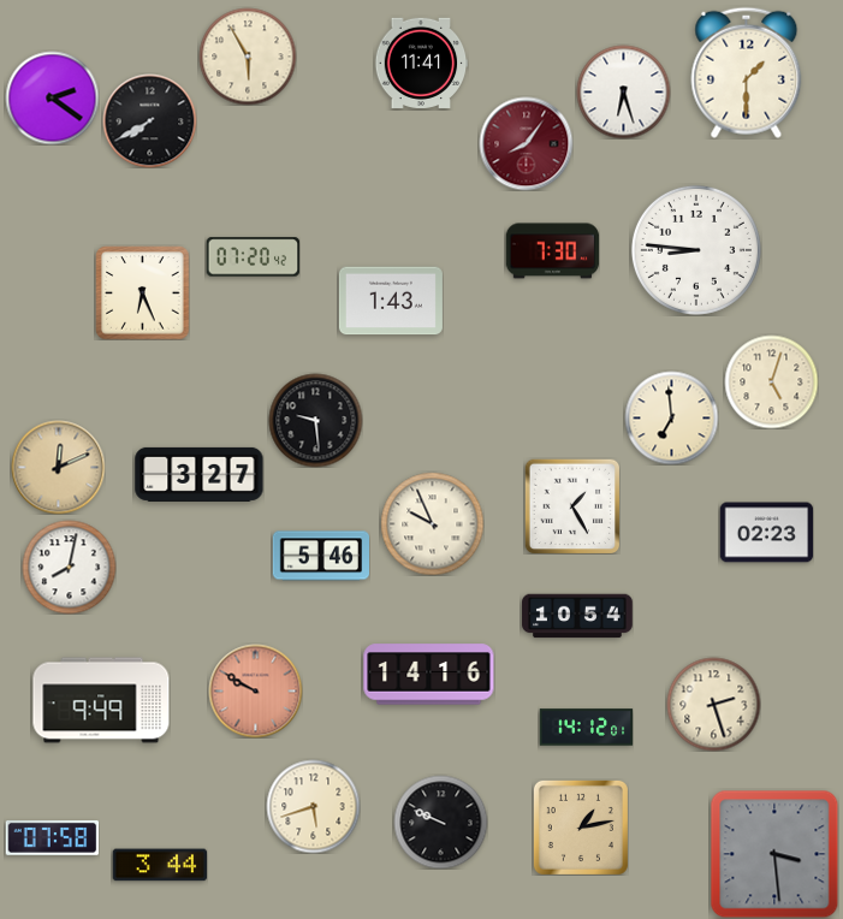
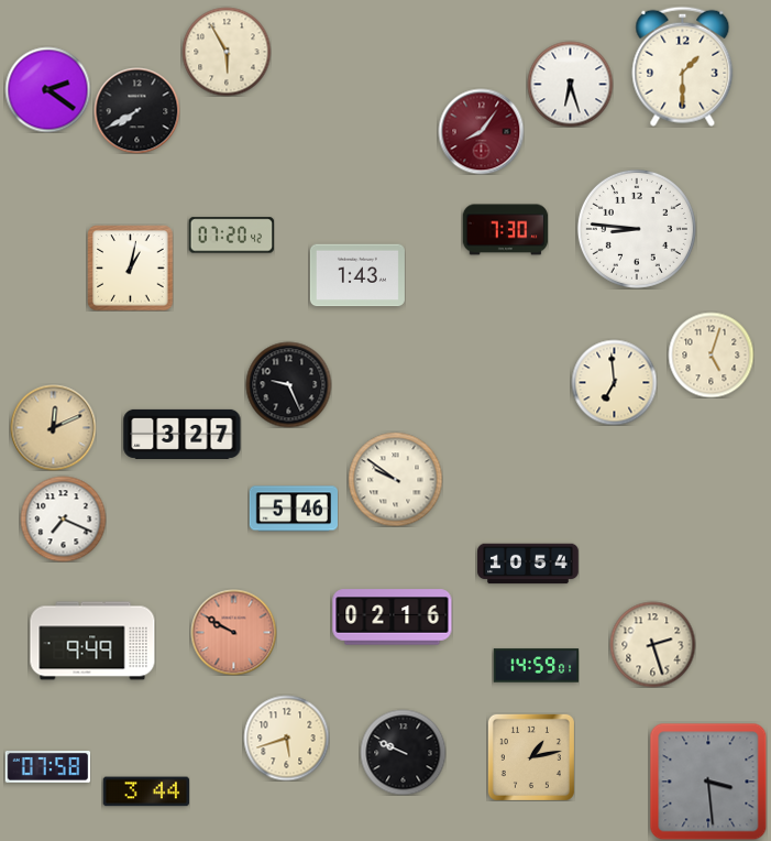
clock at (421, 63): 11:41 -> none
clock at (142, 292): 6:26 -> 1:02
clock at (771, 381) position: (771, 381) -> (711, 354)
clock at (315, 420): 9:29 -> 9:26
clock at (572, 506): 1:25 -> none
clock at (432, 523): 9:56 -> 9:51
clock at (766, 533): 02:23 -> none
clock at (69, 567): 8:02 -> 7:19
clock at (429, 675): 14:16 -> 02:16
clock at (586, 728): 14:12 -> 14:59
